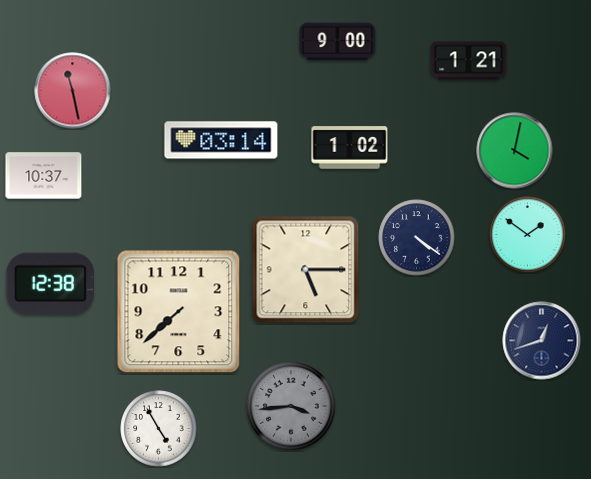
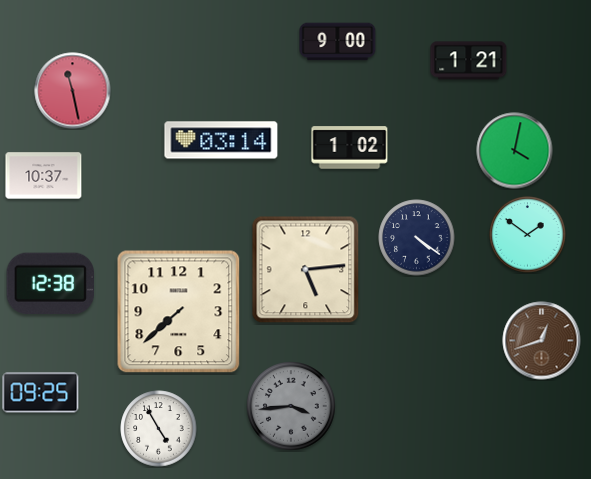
clock at (306, 270): 5:15 -> 5:14
clock at (542, 341) dial: navy -> brown
clock at (41, 393): none -> 09:25
